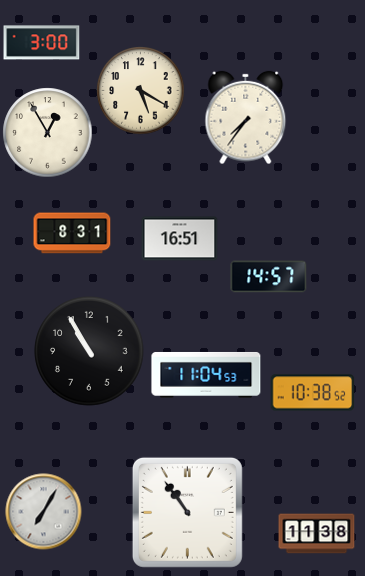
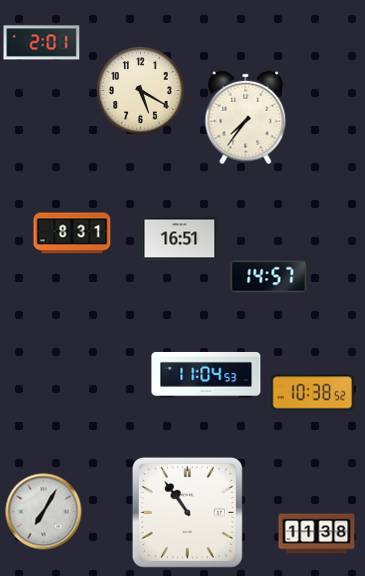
clock at (42, 43): 3:00 -> 2:01
clock at (48, 133): 12:55 -> none
clock at (89, 351): 10:55 -> none
